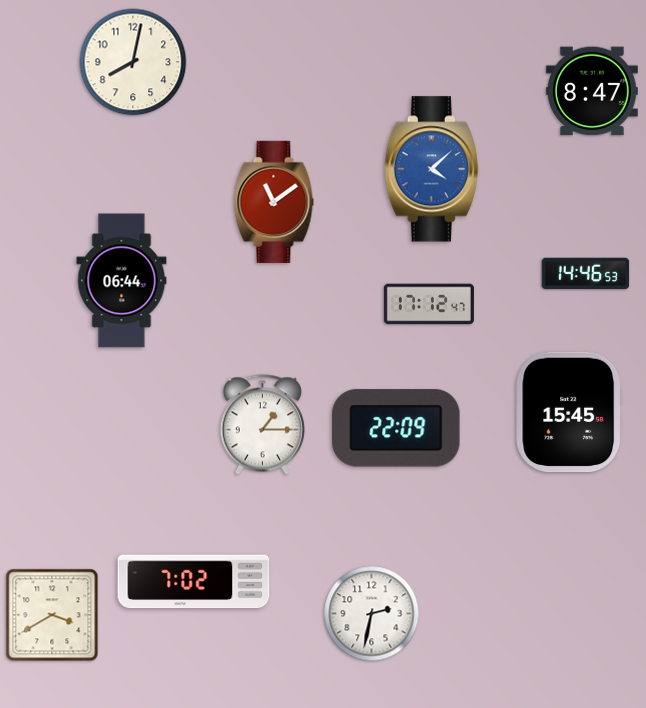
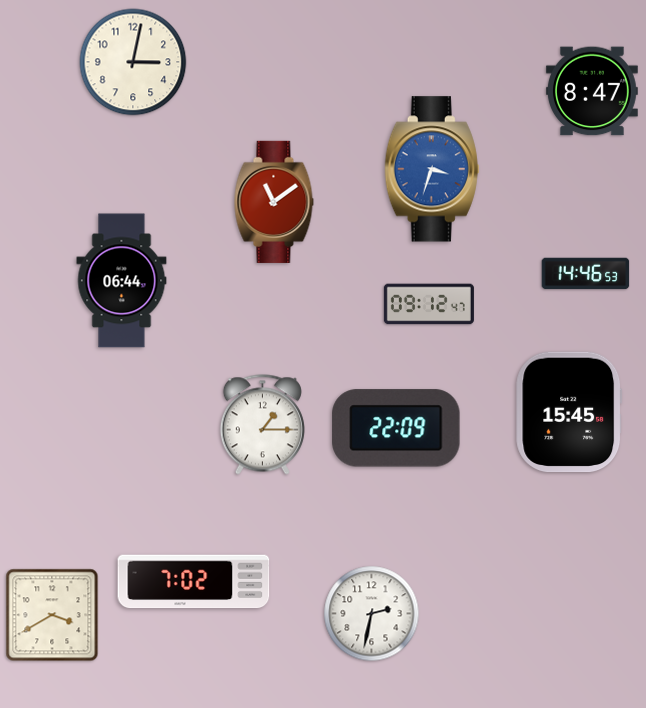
clock at (133, 62): 8:02 -> 3:02
clock at (432, 169): 4:08 -> 3:33
clock at (429, 304): 17:12 -> 09:12
